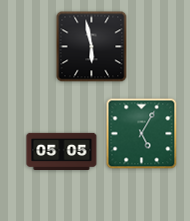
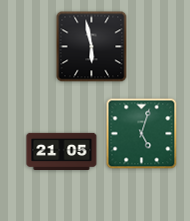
clock at (142, 134): 5:05 -> 5:03
clock at (62, 151): 05:05 -> 21:05
